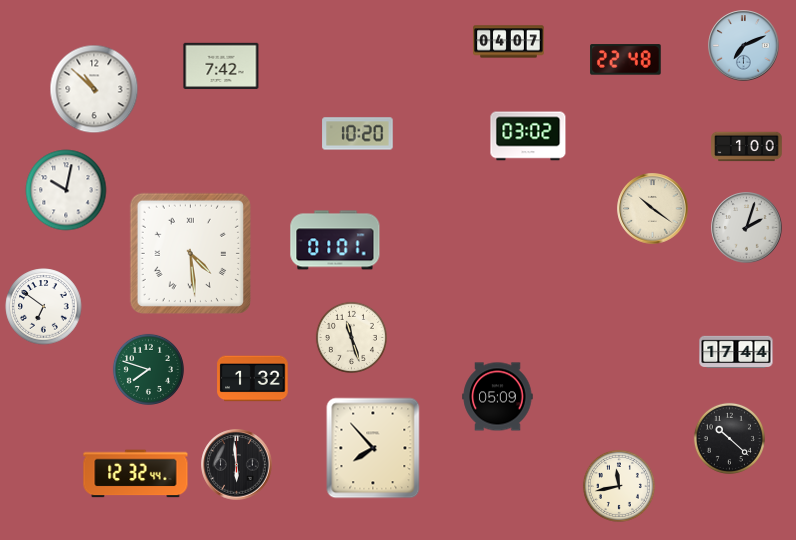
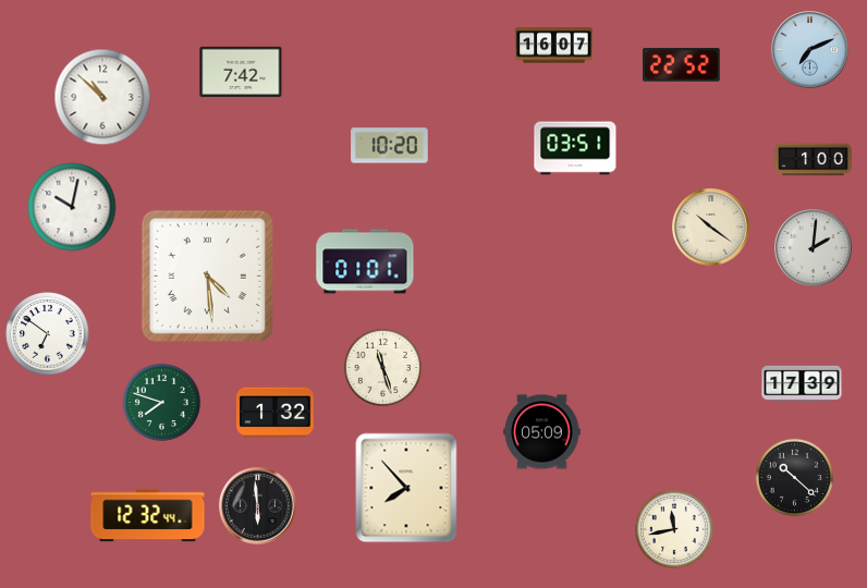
clock at (509, 42): 04:07 -> 16:07
clock at (626, 60): 22:48 -> 22:52
clock at (528, 136): 03:02 -> 03:51
clock at (747, 228): 2:03 -> 2:01
clock at (736, 352): 17:44 -> 17:39
